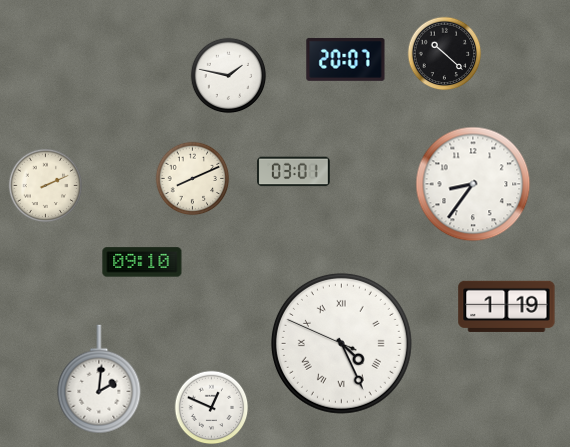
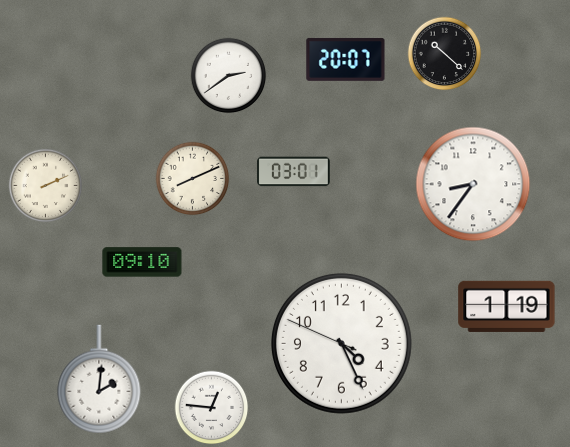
clock at (229, 76): 1:47 -> 2:39
clock at (341, 343) numerals: Roman -> Arabic
clock at (212, 408): 12:49 -> 12:46
